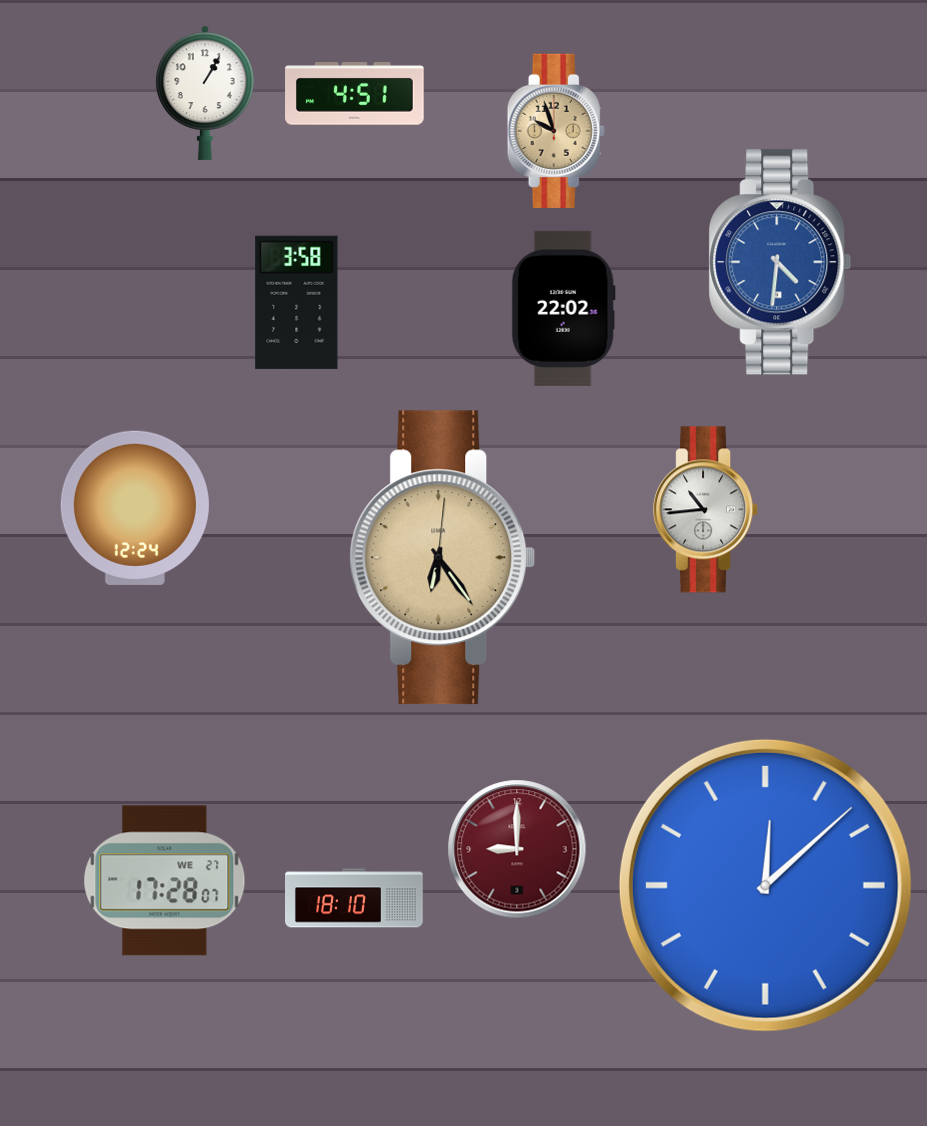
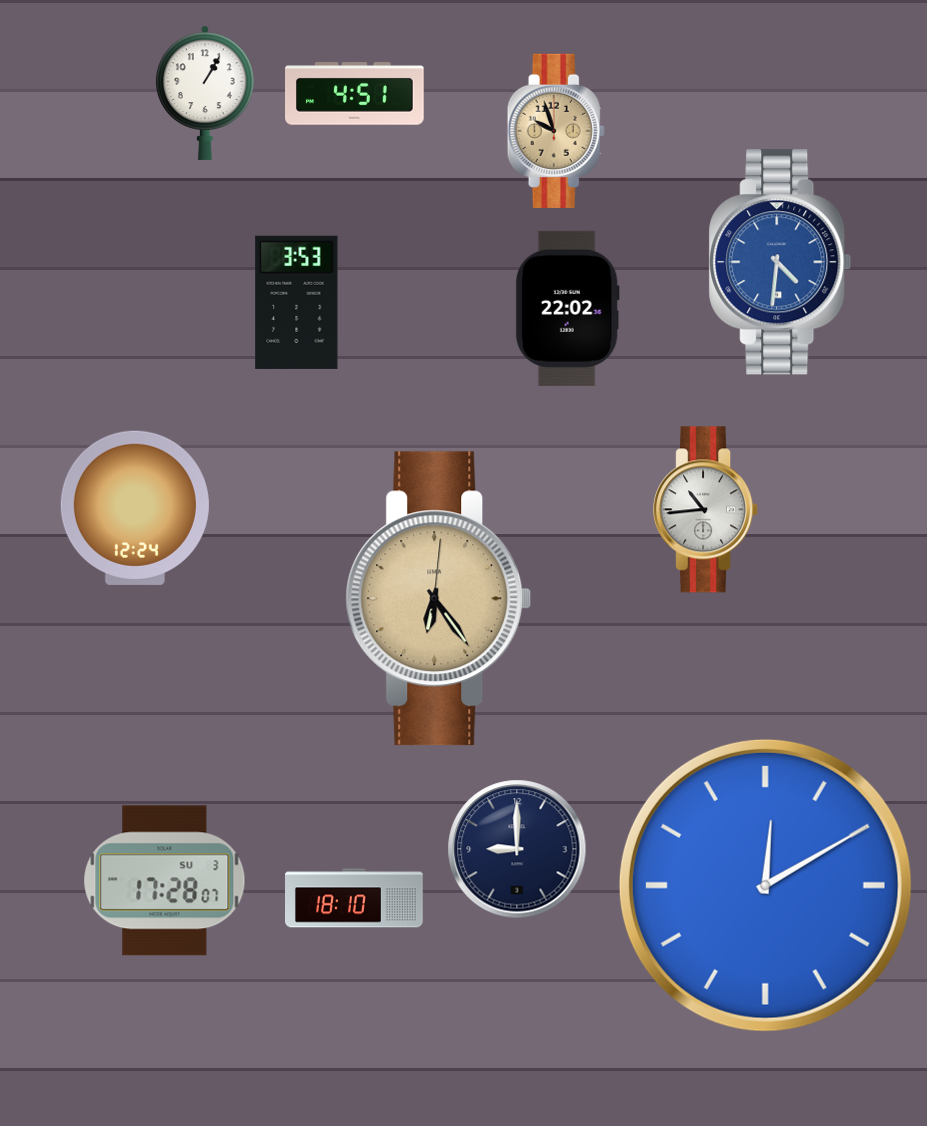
clock at (297, 302): 3:58 -> 3:53
clock at (563, 308) position: (563, 308) -> (567, 308)
clock at (443, 558) position: (443, 558) -> (439, 599)
clock at (517, 849) dial: burgundy -> navy
clock at (165, 881) date: WE 27 -> SU 3
clock at (765, 885): 12:08 -> 12:10
